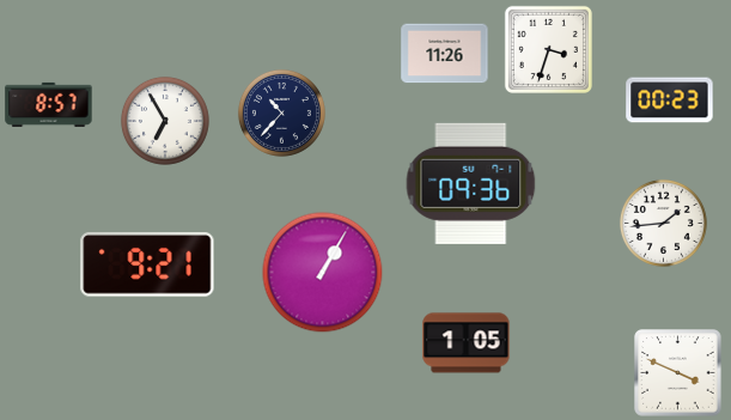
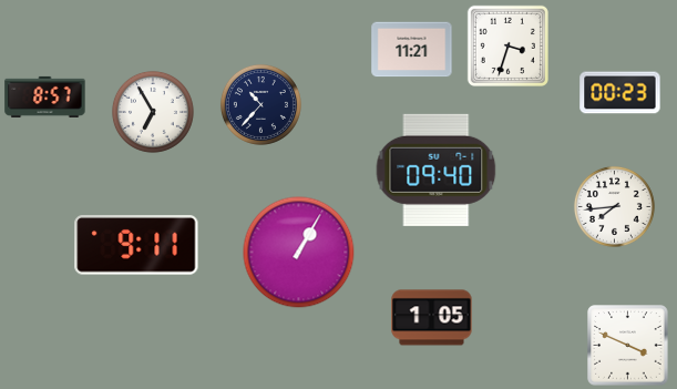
clock at (445, 54): 11:26 -> 11:21
clock at (471, 183): 09:36 -> 09:40
clock at (663, 223): 1:44 -> 7:44
clock at (147, 264): 9:21 -> 9:11
